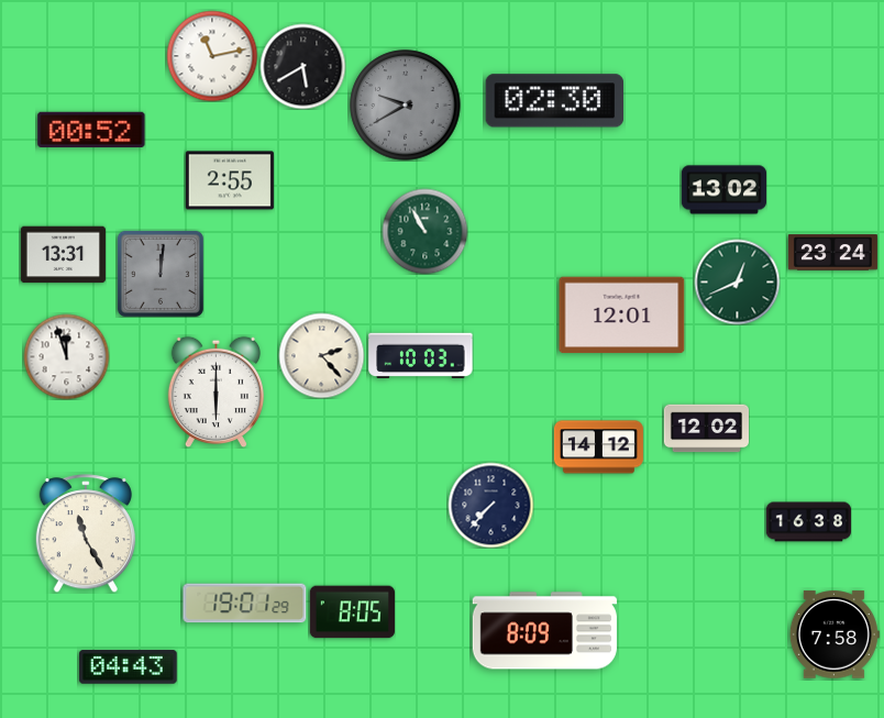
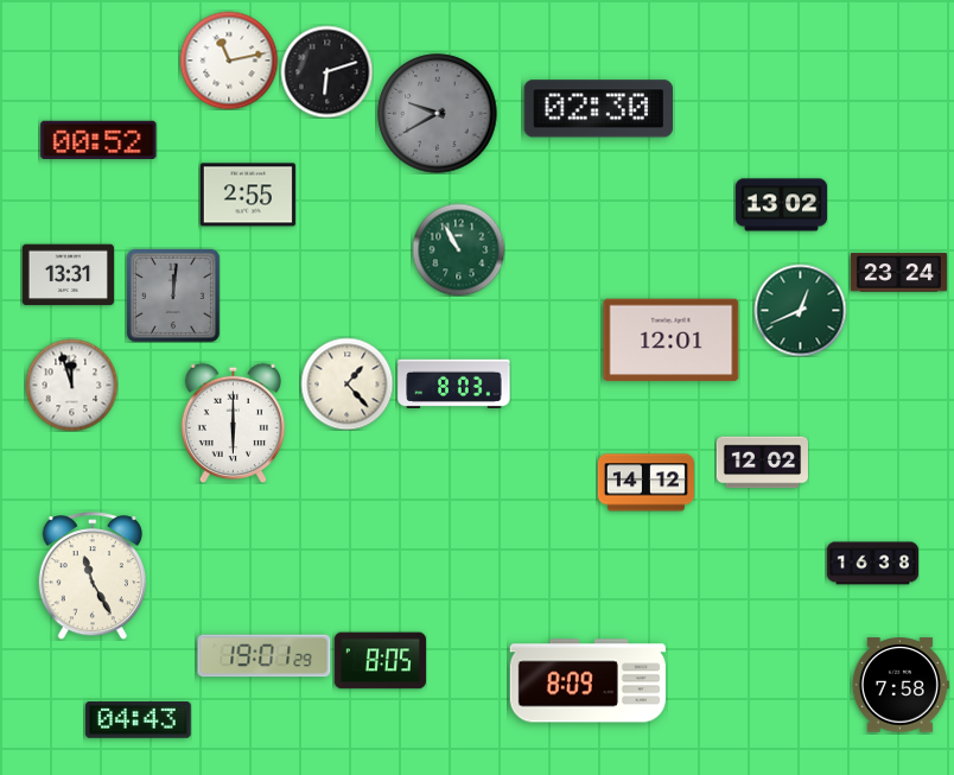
clock at (302, 66): 5:40 -> 6:12
clock at (737, 281) position: (737, 281) -> (800, 310)
clock at (321, 355): 2:23 -> 1:23
clock at (421, 355): 10:03 -> 8:03
clock at (490, 505): 7:37 -> none
clock at (245, 604) position: (245, 604) -> (265, 656)
